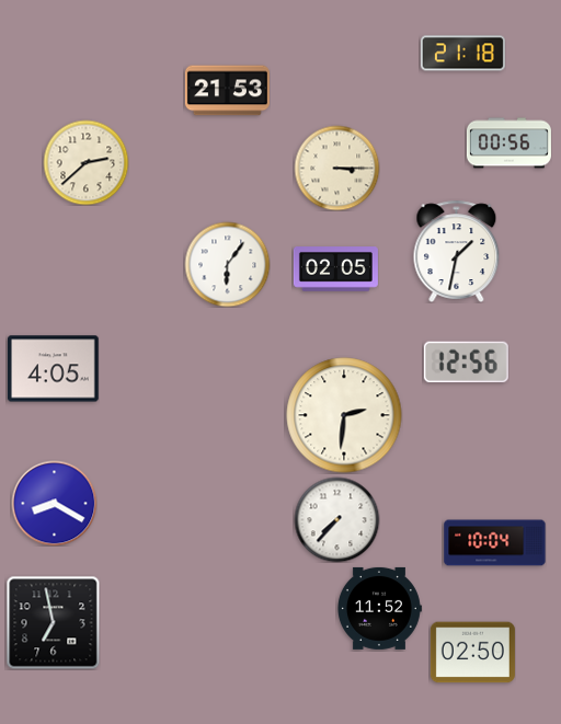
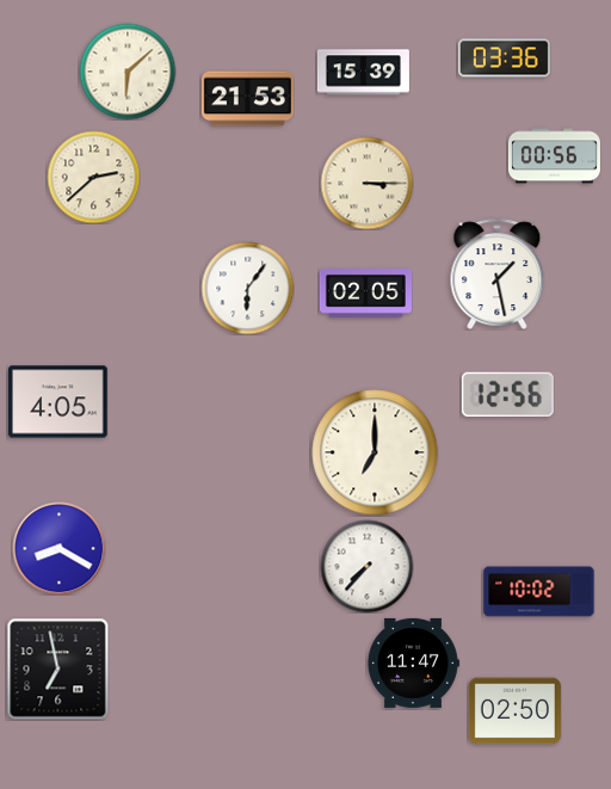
clock at (462, 54): 21:18 -> 03:36
clock at (128, 72): none -> 6:08
clock at (363, 73): none -> 15:39
clock at (457, 251): 1:32 -> 1:28
clock at (344, 415): 2:31 -> 7:00
clock at (495, 543): 10:04 -> 10:02
clock at (379, 608): 11:52 -> 11:47
clock at (53, 622) position: (53, 622) -> (57, 668)
